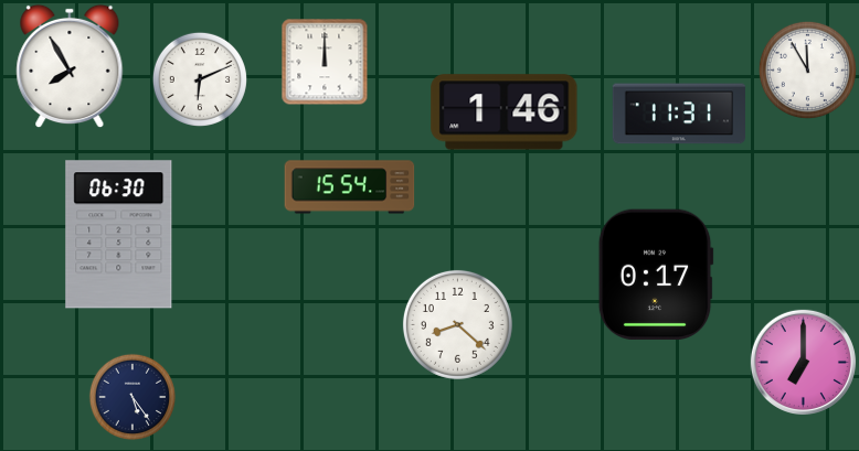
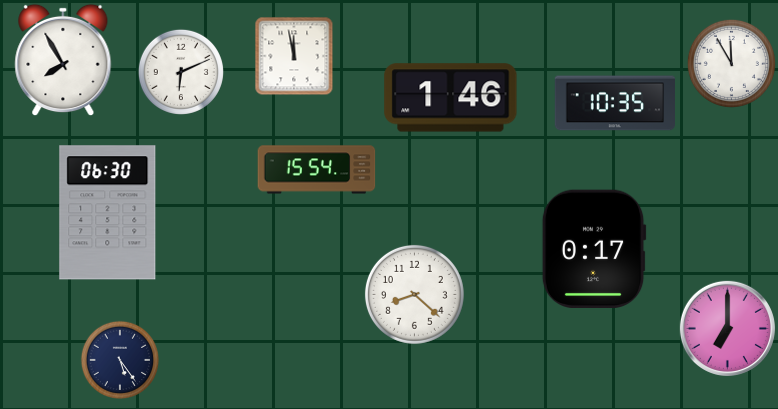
clock at (325, 62): 12:00 -> 11:58
clock at (505, 112) position: (505, 112) -> (451, 98)
clock at (678, 114): 11:31 -> 10:35
